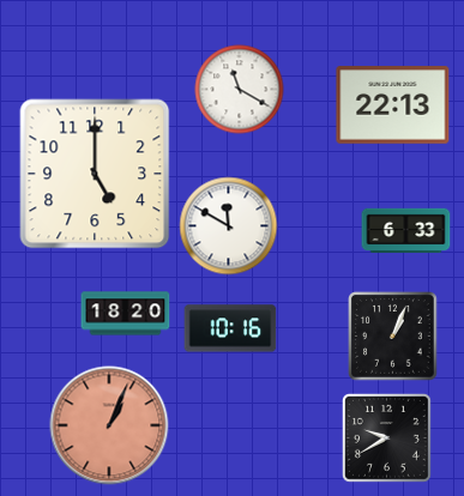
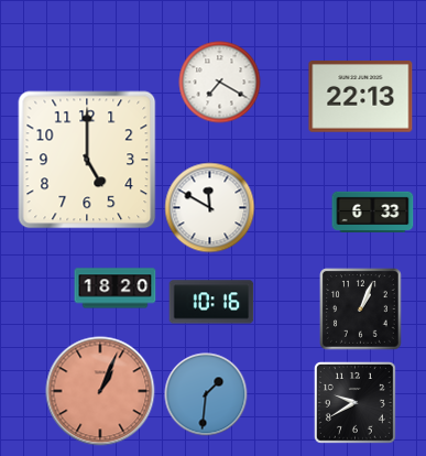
clock at (240, 90): 11:20 -> 7:20
clock at (206, 394): none -> 1:31
